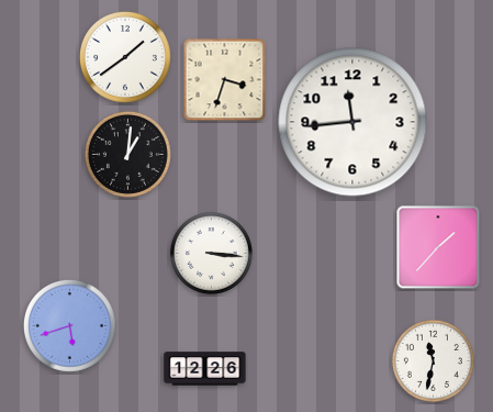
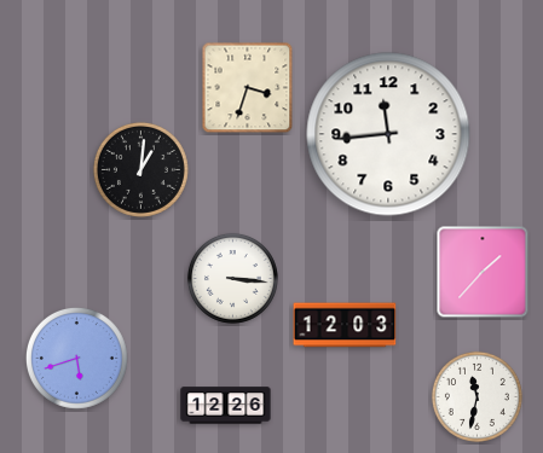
clock at (125, 57): 1:39 -> none
clock at (345, 325): none -> 12:03
